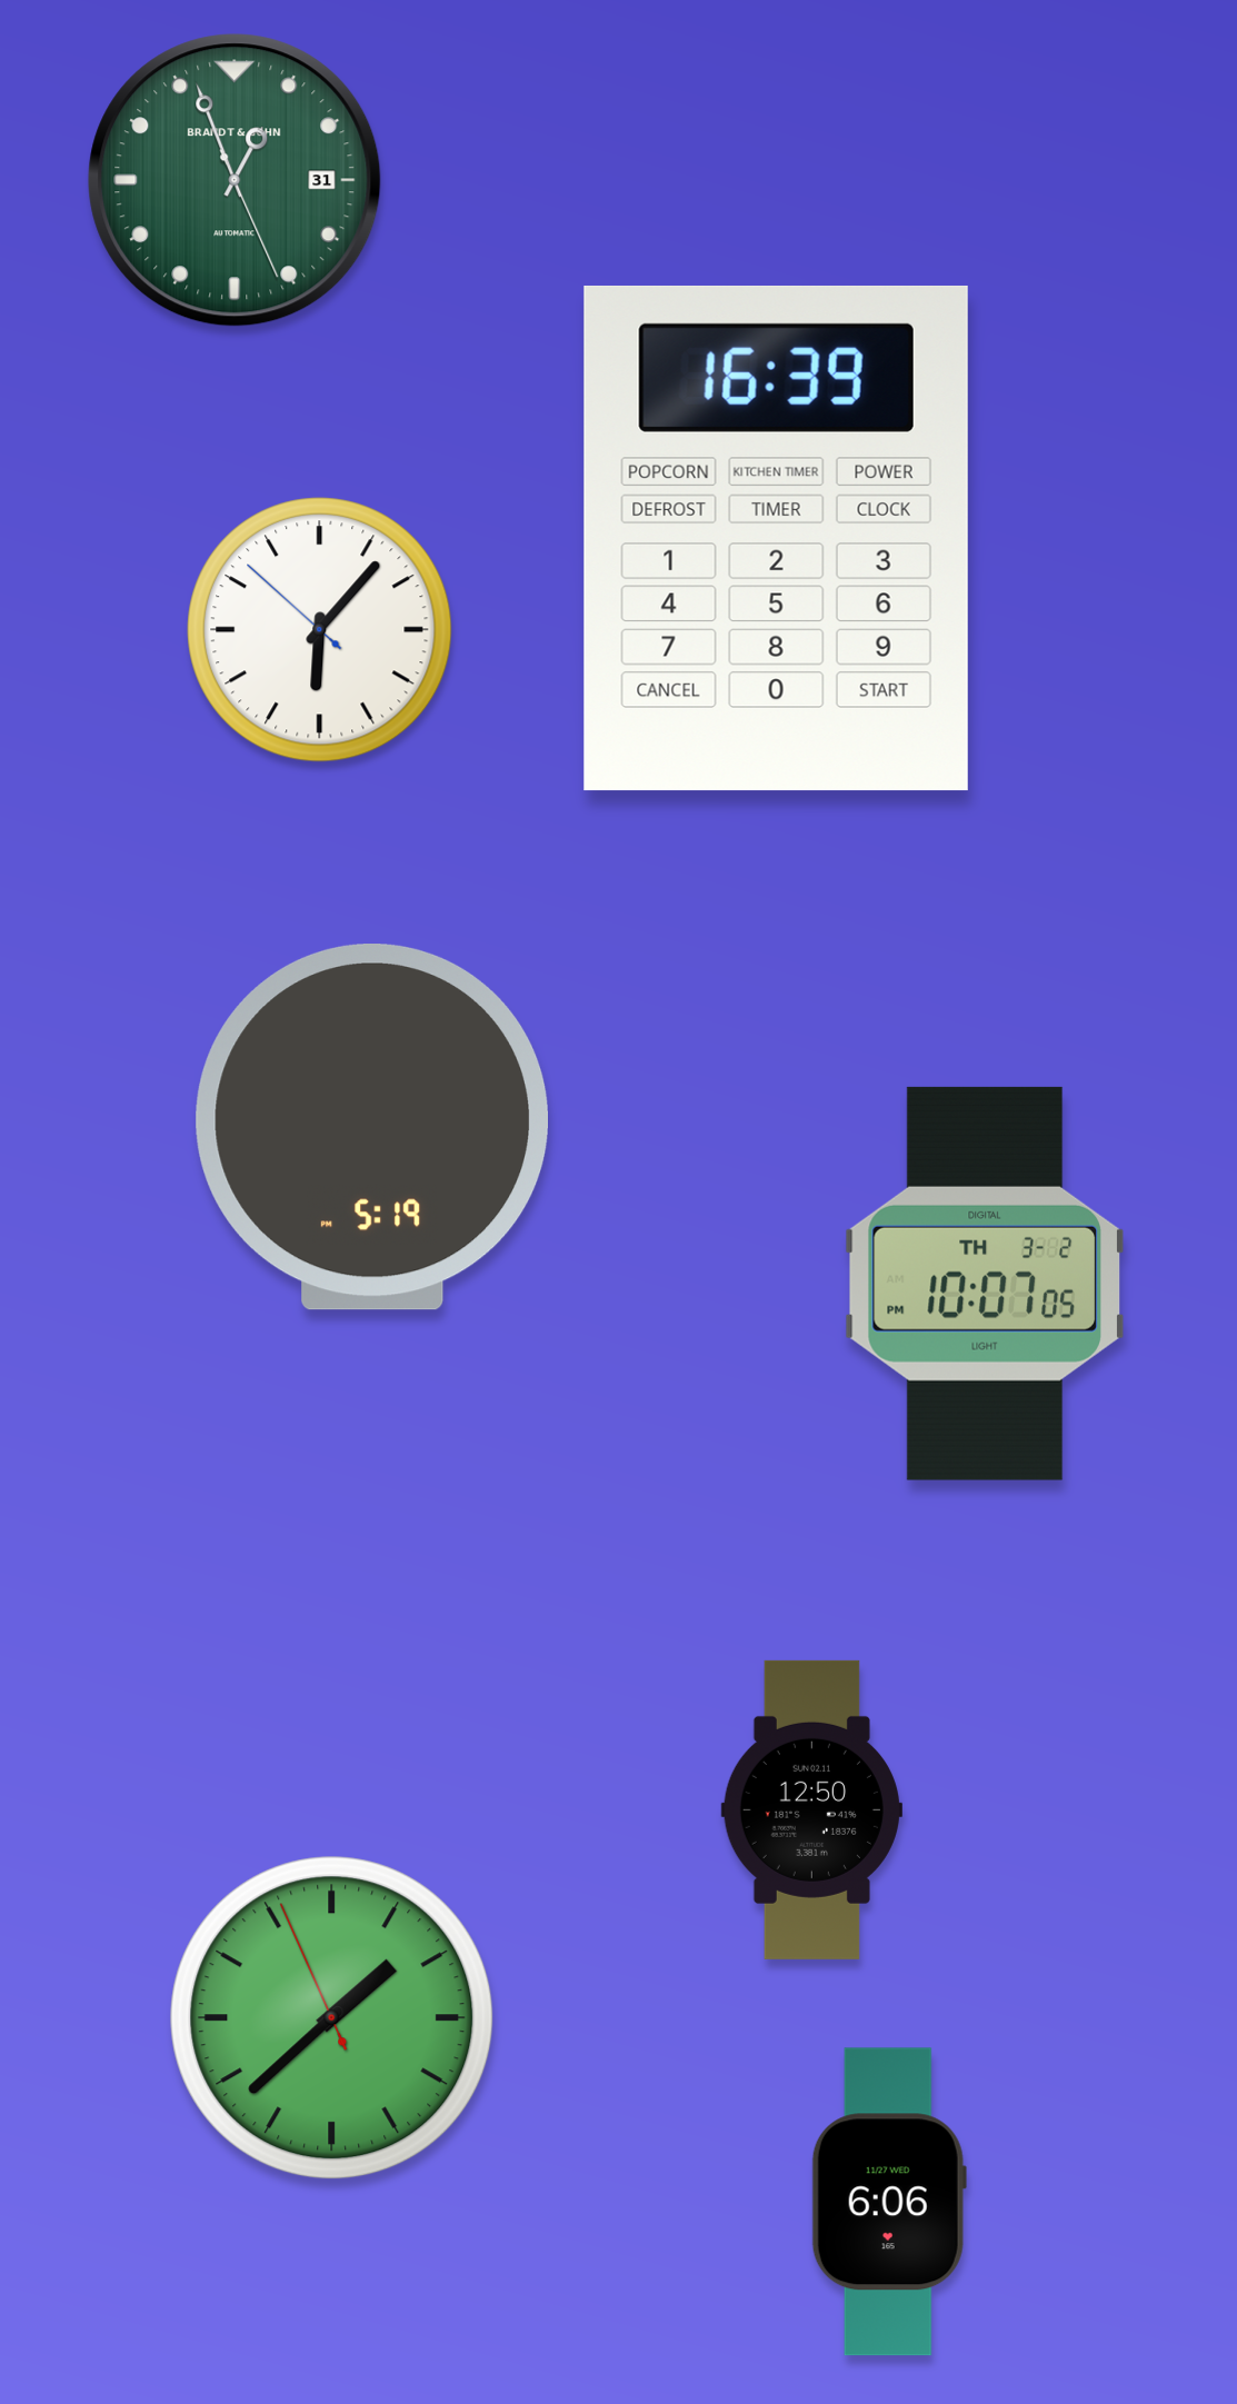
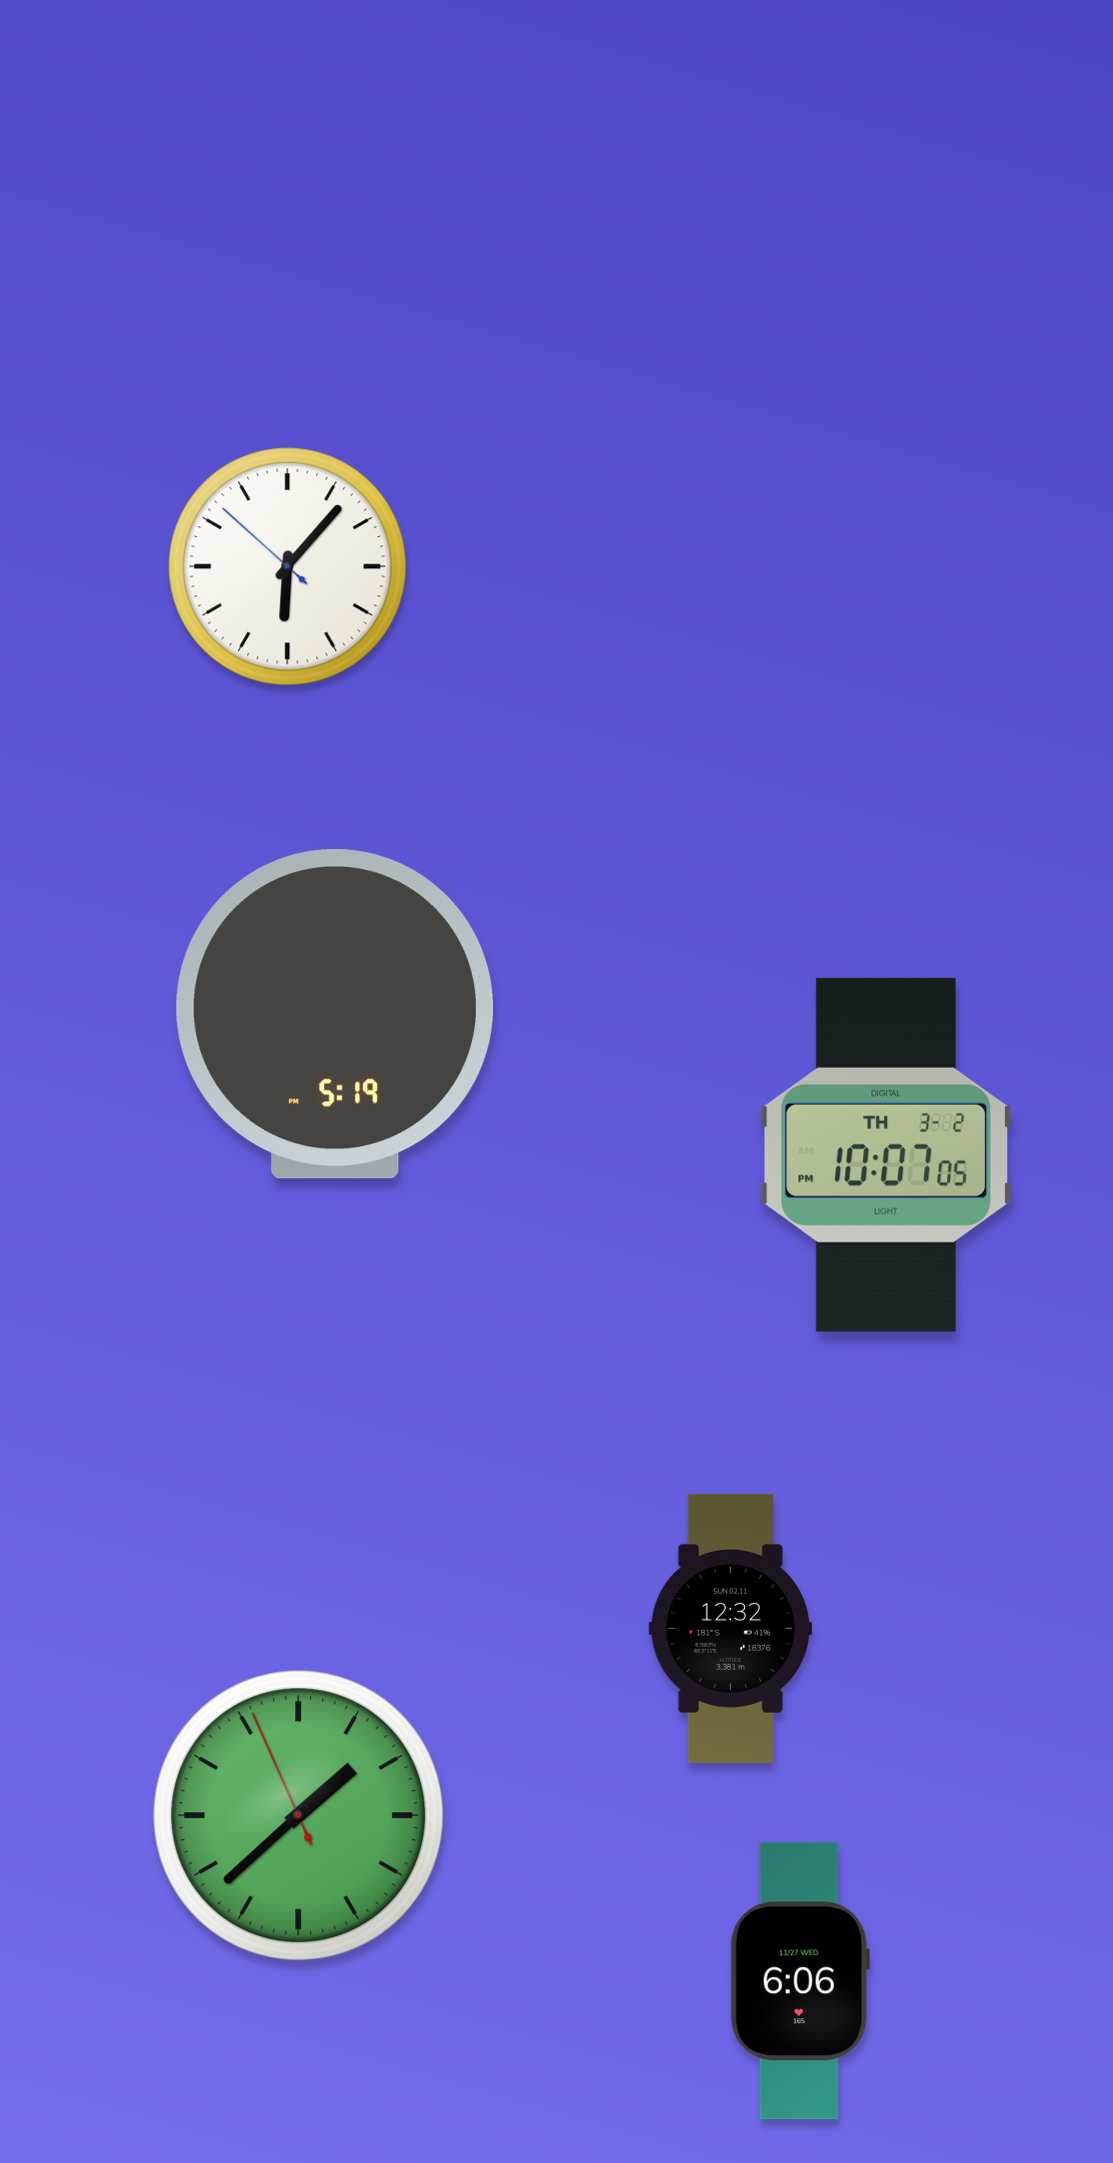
clock at (235, 180): 12:56 -> none
clock at (776, 538): 16:39 -> none
clock at (811, 1809): 12:50 -> 12:32
